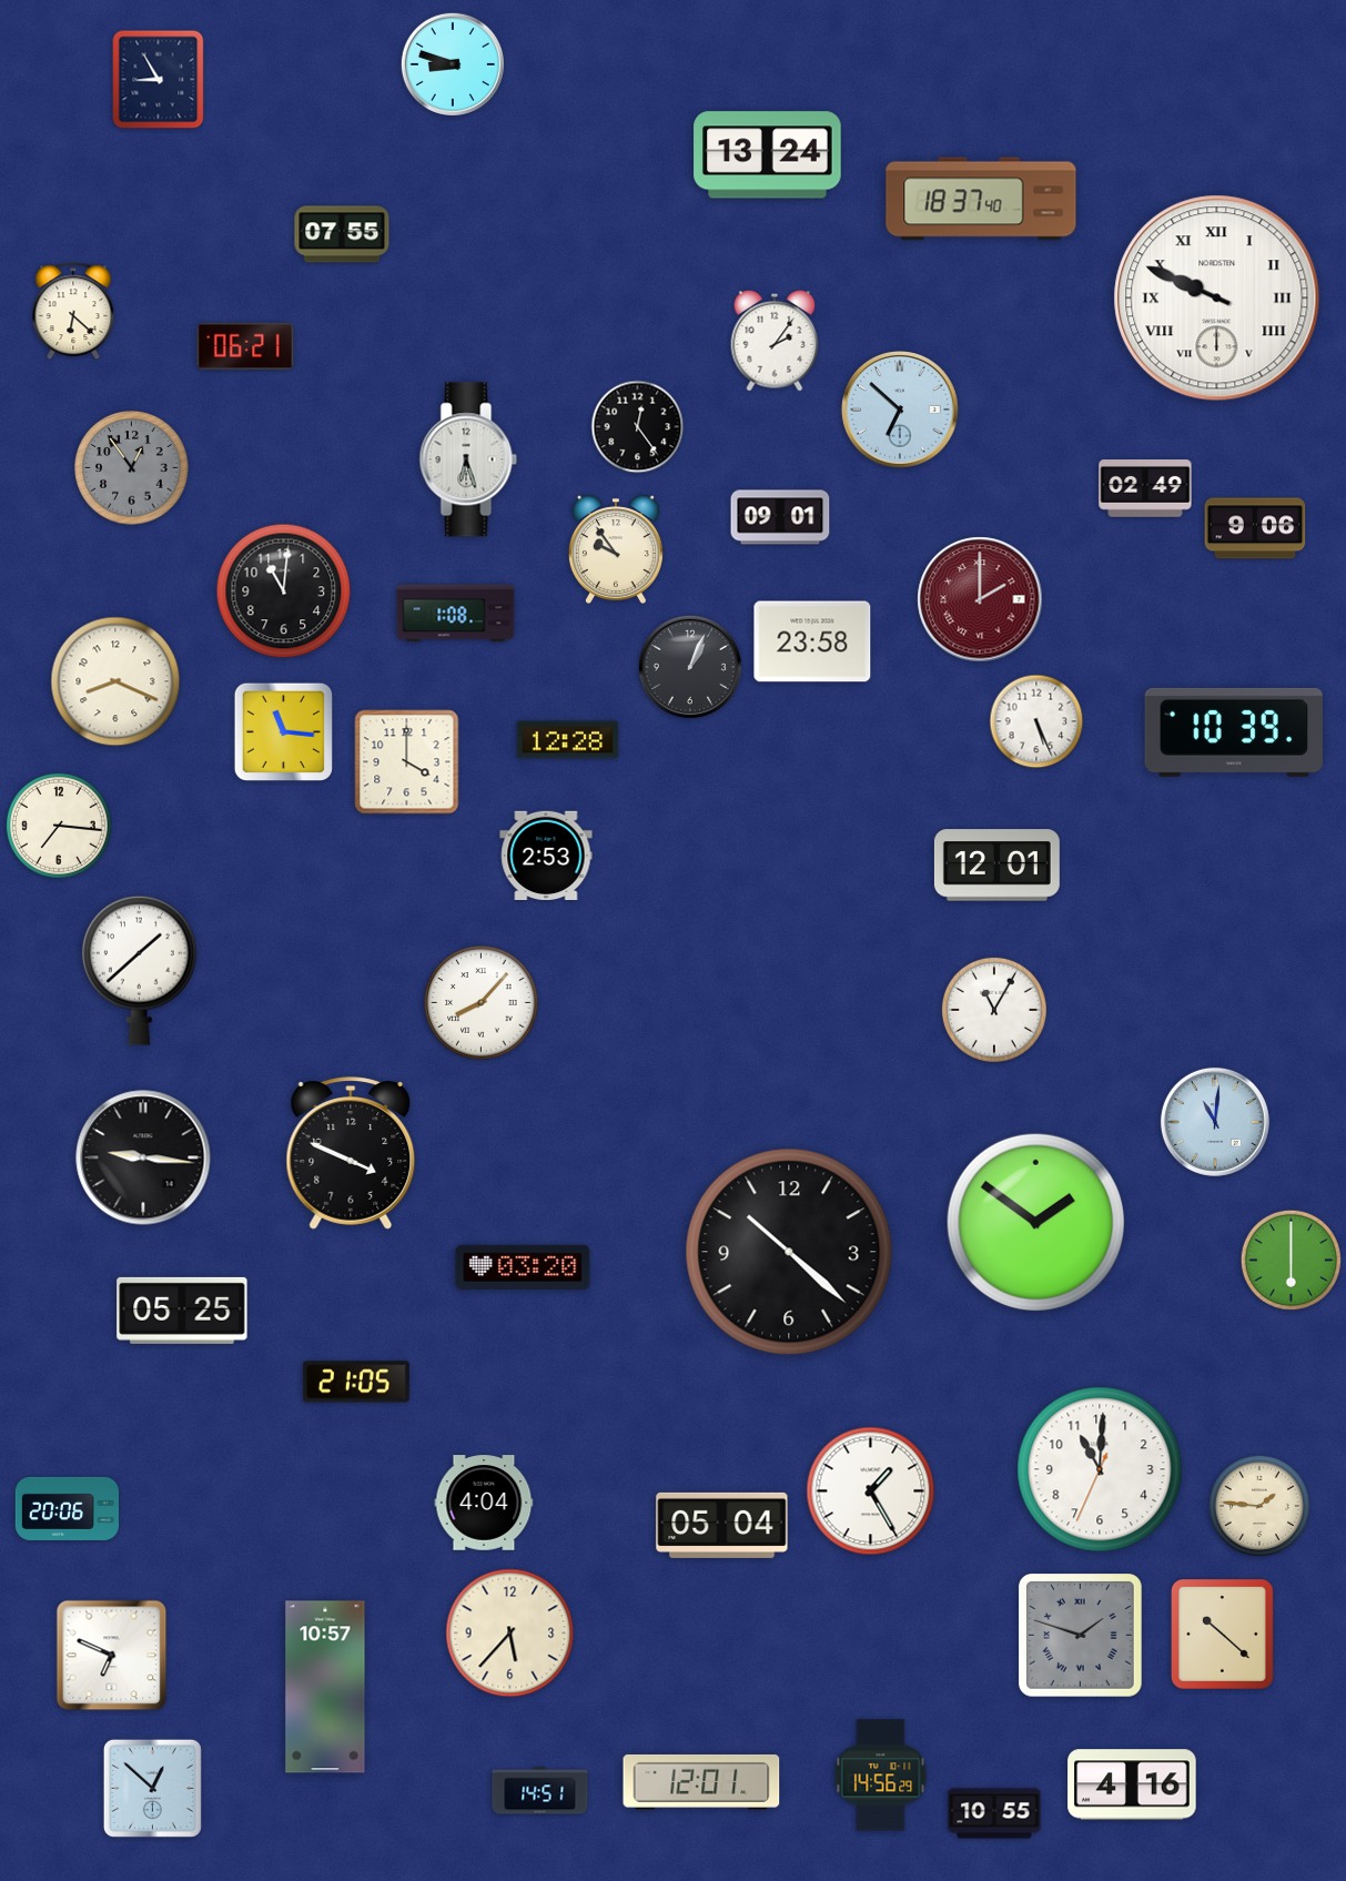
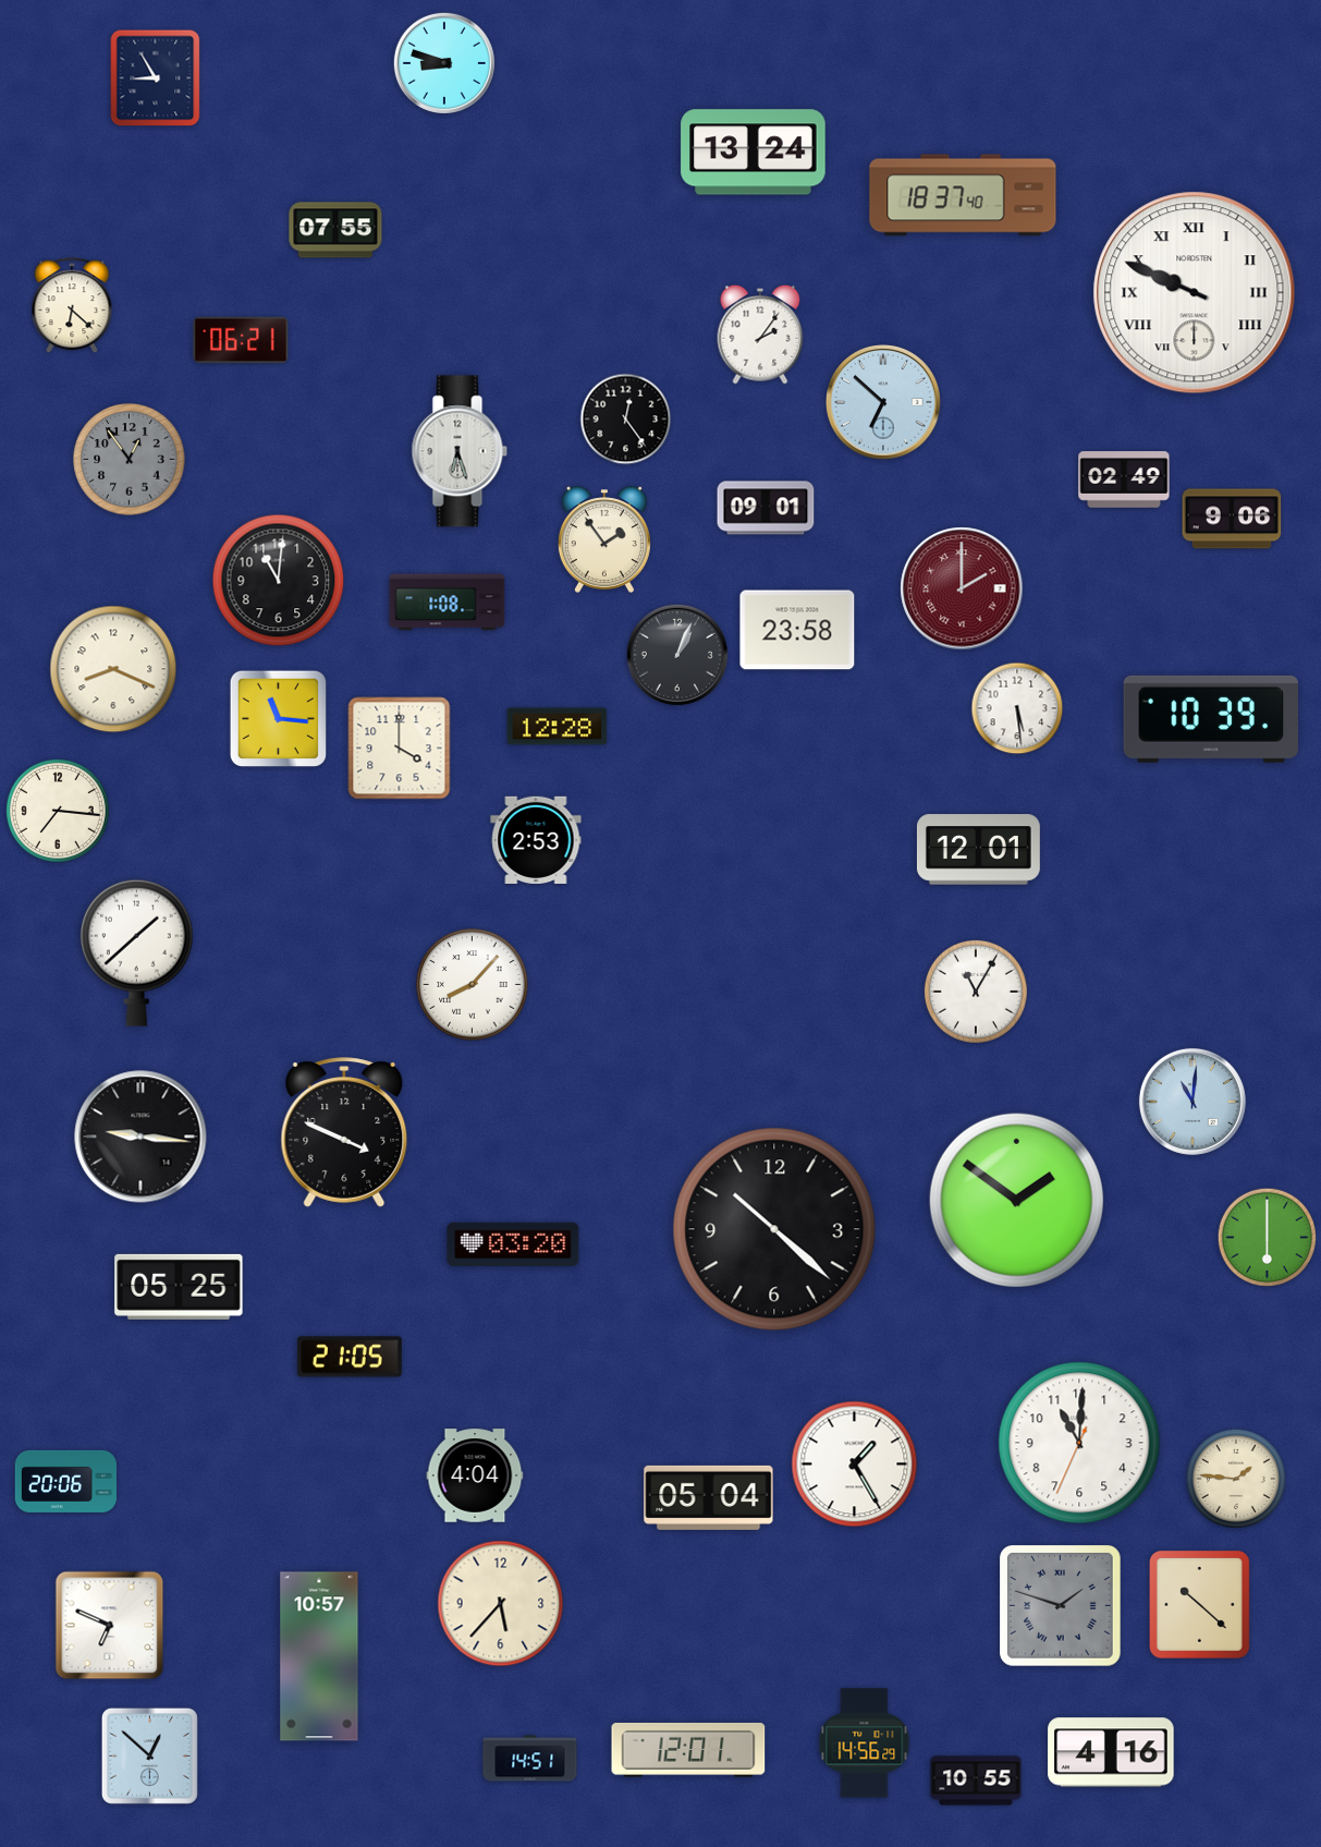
clock at (616, 549): 9:54 -> 1:54
clock at (1036, 721): 5:26 -> 5:29
